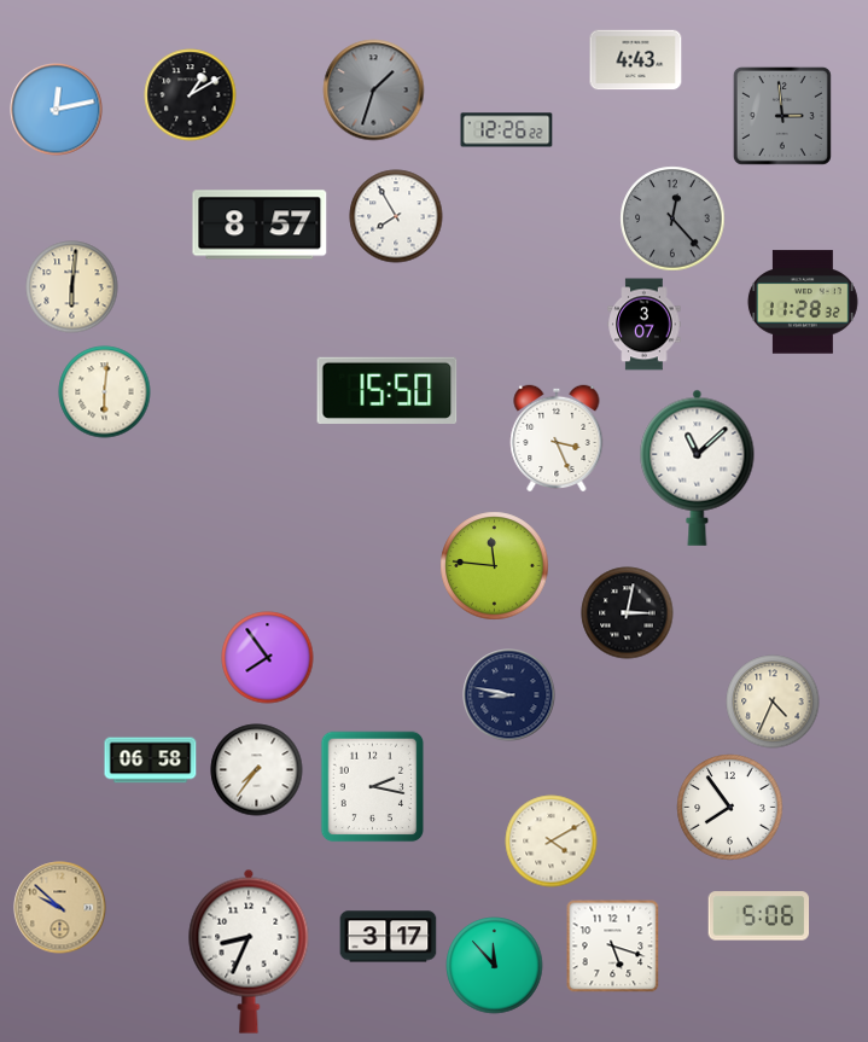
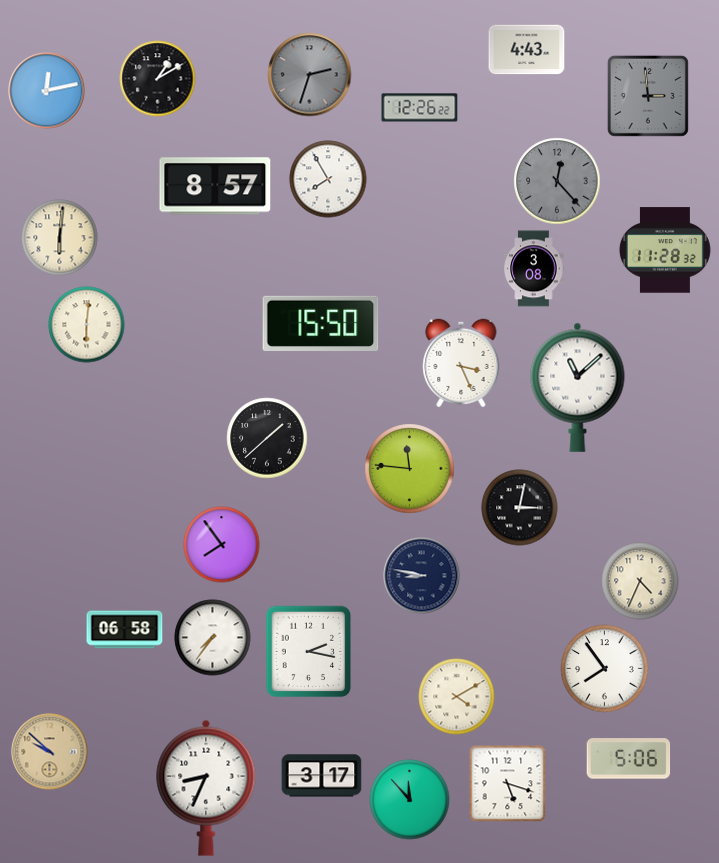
clock at (374, 91): 1:33 -> 2:33
clock at (645, 325): 3:07 -> 3:08
clock at (267, 438): none -> 1:38
